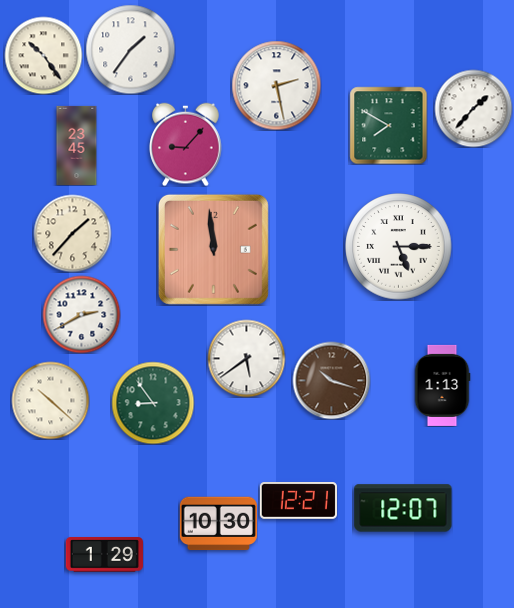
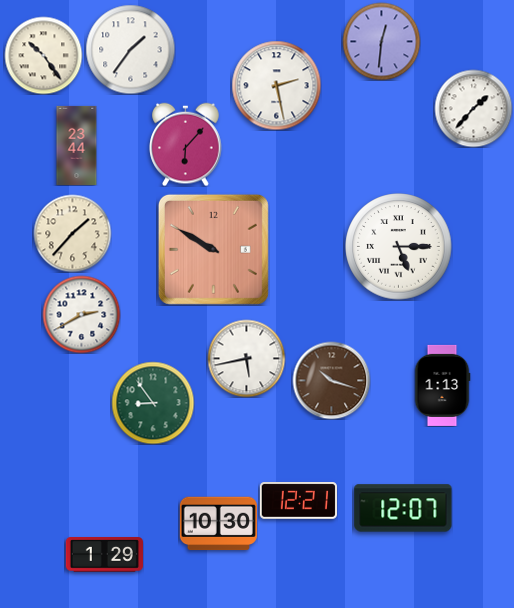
clock at (381, 41): none -> 12:31
clock at (388, 125): 7:50 -> none
clock at (186, 144): 9:07 -> 6:07
clock at (77, 145): 23:45 -> 23:44
clock at (213, 249): 11:59 -> 9:50
clock at (246, 358): 5:39 -> 5:43
clock at (50, 400): 10:22 -> none
